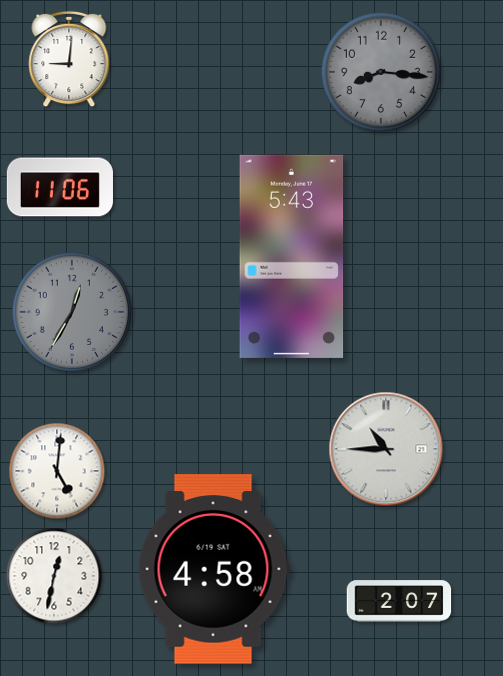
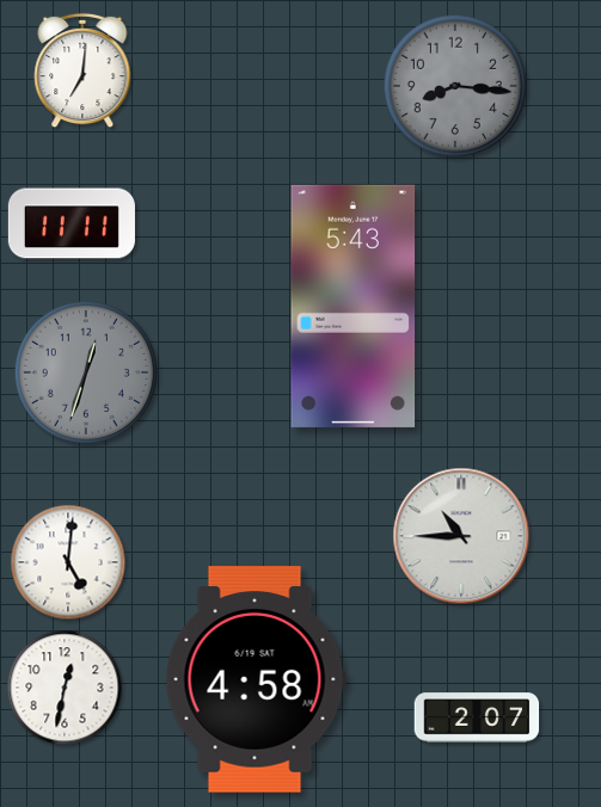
clock at (69, 59): 9:01 -> 7:01
clock at (60, 187): 11:06 -> 11:11
clock at (292, 256) position: (292, 256) -> (354, 306)
clock at (72, 312): 12:35 -> 12:33
